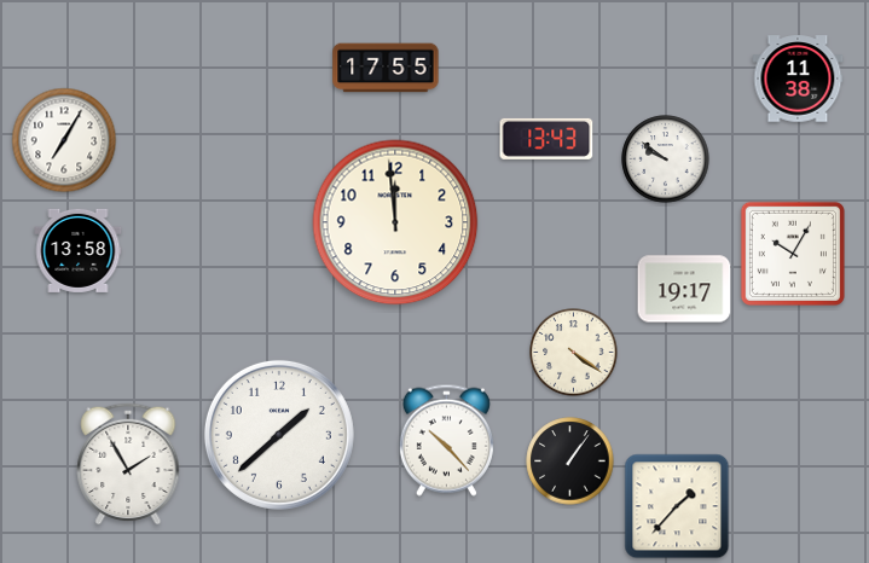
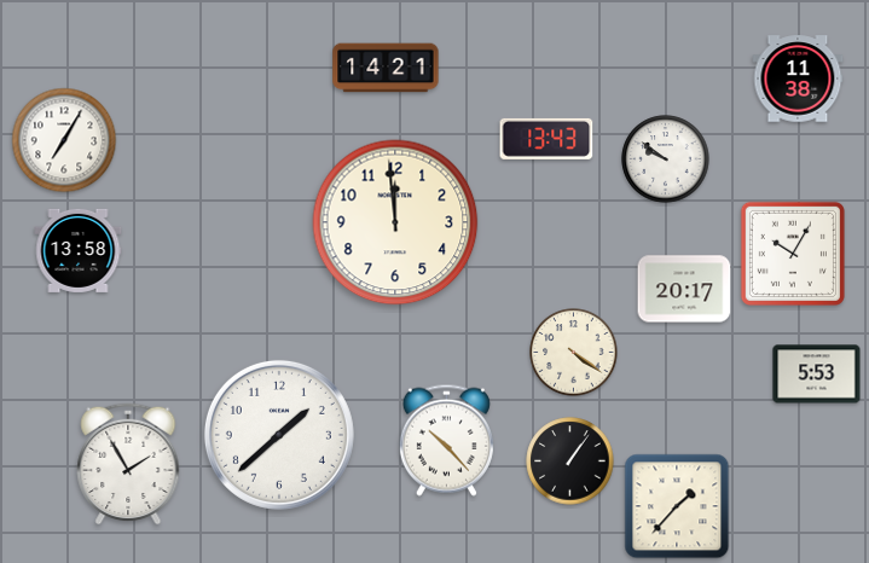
clock at (386, 68): 17:55 -> 14:21
clock at (684, 289): 19:17 -> 20:17
clock at (817, 375): none -> 5:53
